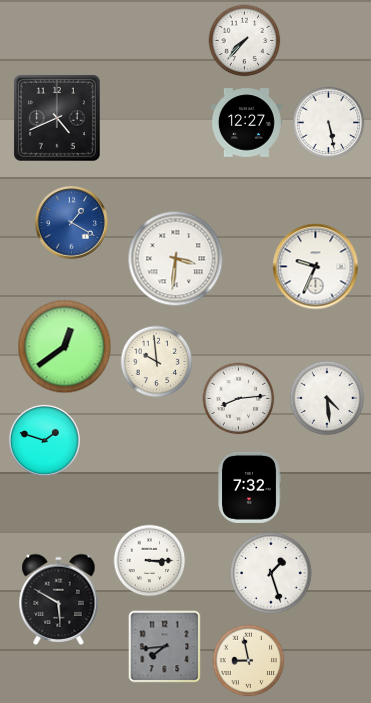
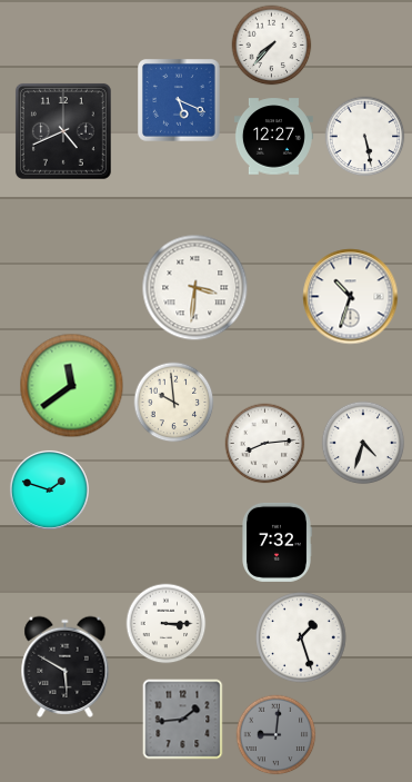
clock at (180, 101): none -> 5:19
clock at (71, 222): 1:20 -> none
clock at (316, 267): 9:34 -> 10:33
clock at (65, 347): 12:39 -> 11:39
clock at (327, 398): 4:29 -> 4:33
clock at (165, 647): 7:44 -> 1:44
clock at (249, 661): 8:58 -> 9:01
clock at (249, 661) dial: cream -> grey
